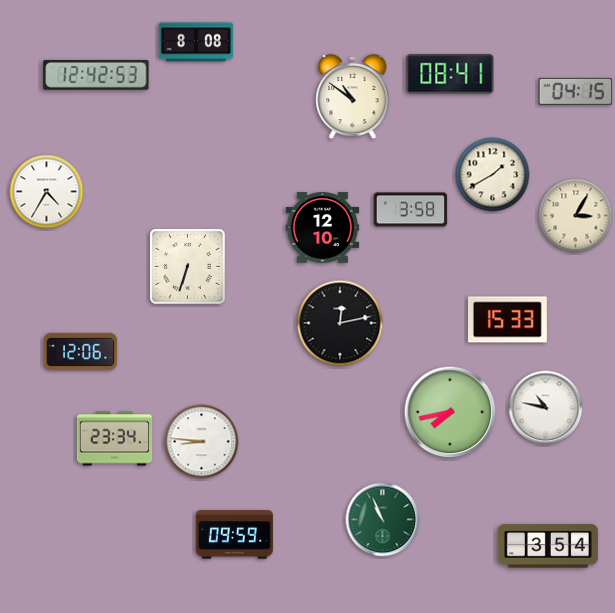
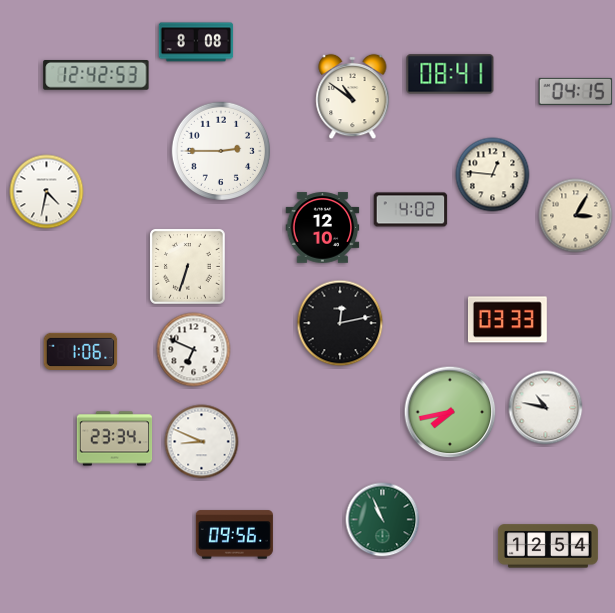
clock at (220, 150): none -> 2:45
clock at (493, 175): 1:40 -> 12:46
clock at (47, 192): 4:35 -> 4:32
clock at (411, 210): 3:58 -> 4:02
clock at (507, 320): 15:33 -> 03:33
clock at (194, 350): none -> 6:49
clock at (81, 351): 12:06 -> 1:06
clock at (202, 442): 8:46 -> 8:49
clock at (234, 535): 09:59 -> 09:56
clock at (548, 546): 3:54 -> 12:54
